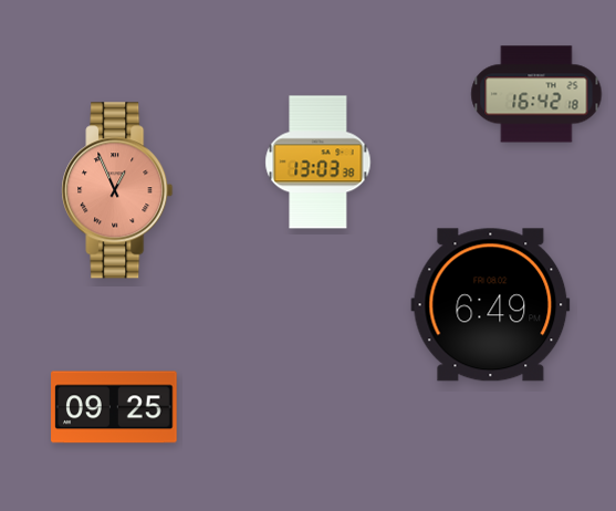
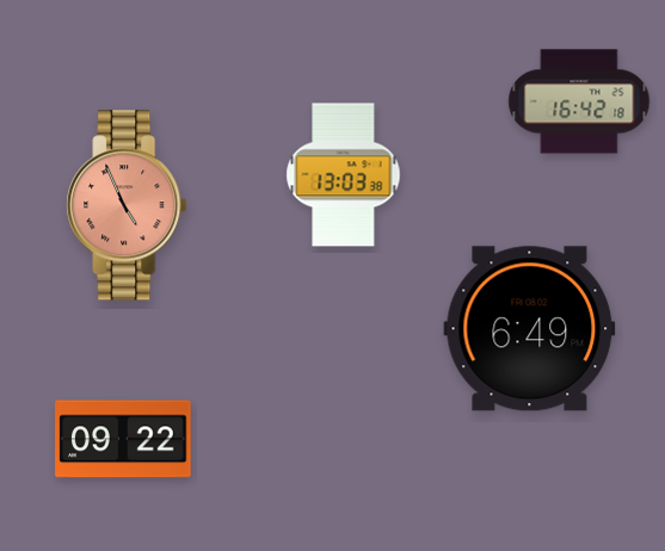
clock at (117, 190): 12:56 -> 4:56
clock at (114, 407): 09:25 -> 09:22
